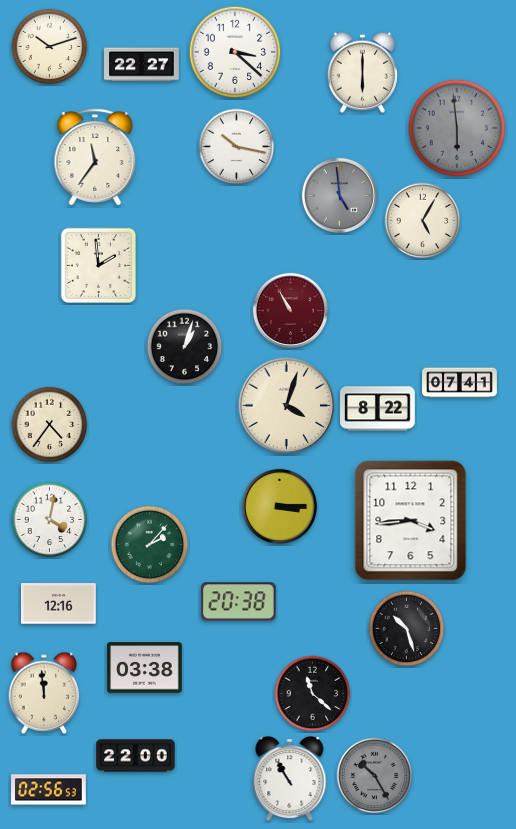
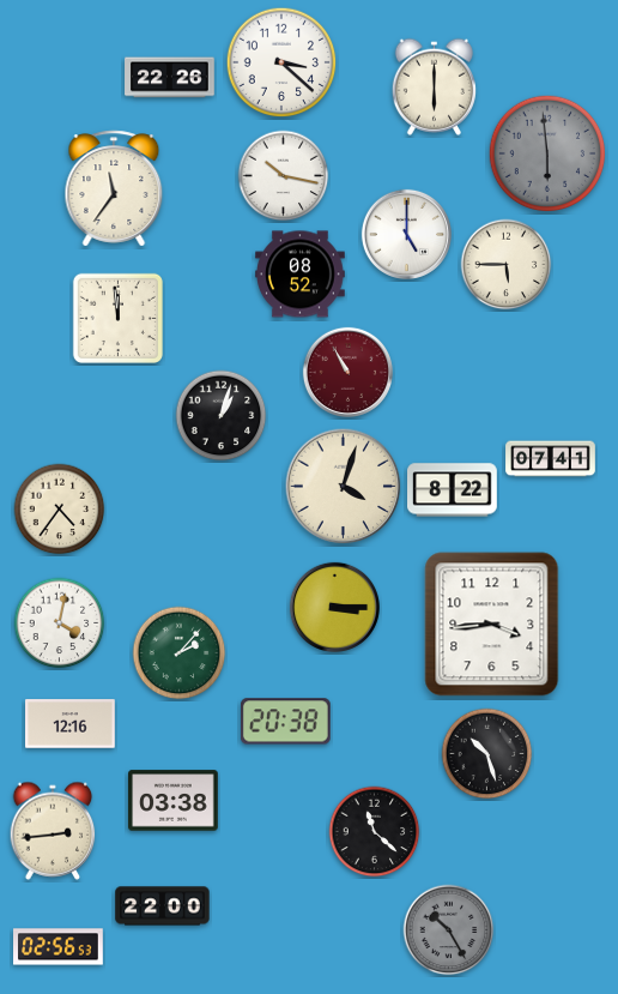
clock at (50, 47): 10:12 -> none
clock at (142, 65): 22:27 -> 22:26
clock at (339, 195): 4:59 -> 5:00
clock at (339, 195) dial: grey -> white
clock at (423, 221): 5:05 -> 5:45
clock at (301, 275): none -> 08:52
clock at (98, 265): 1:59 -> 11:59
clock at (44, 693): 11:59 -> 2:44
clock at (290, 780): 10:55 -> none
